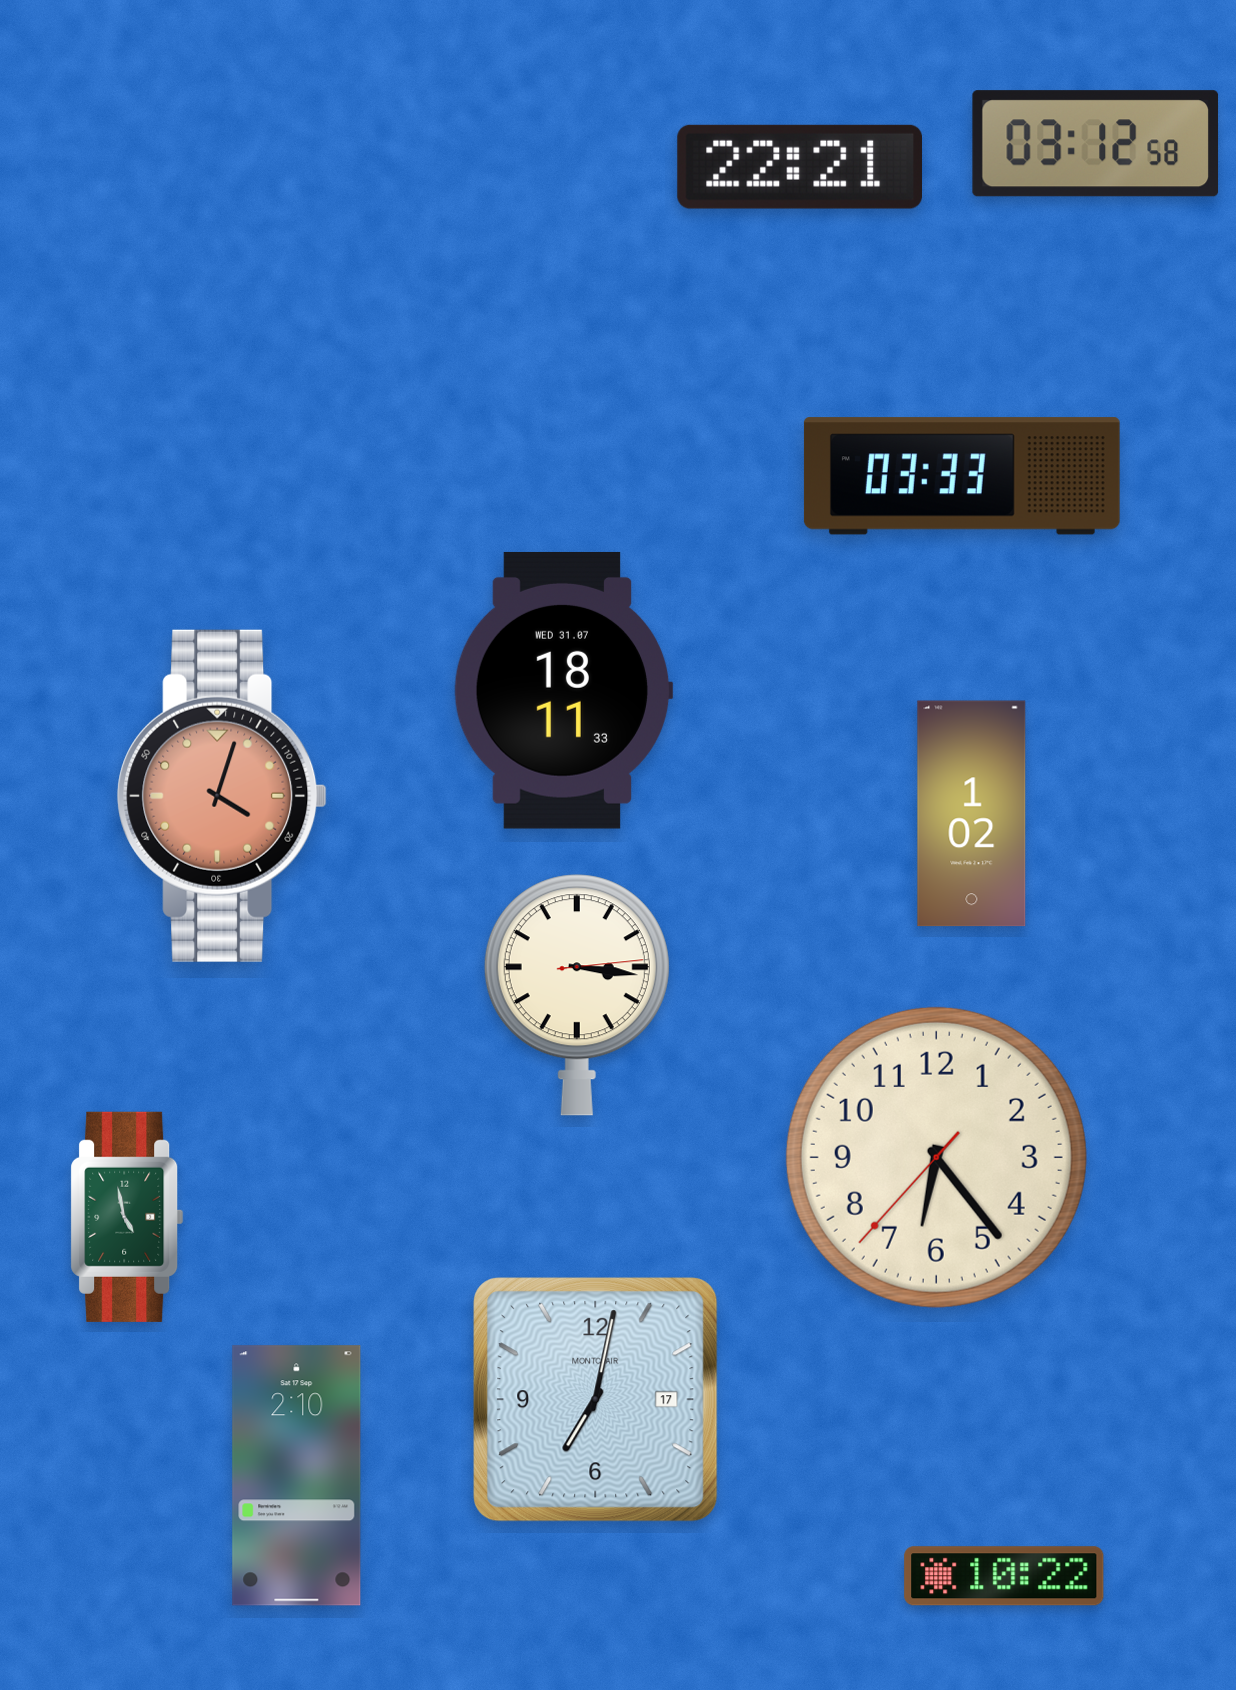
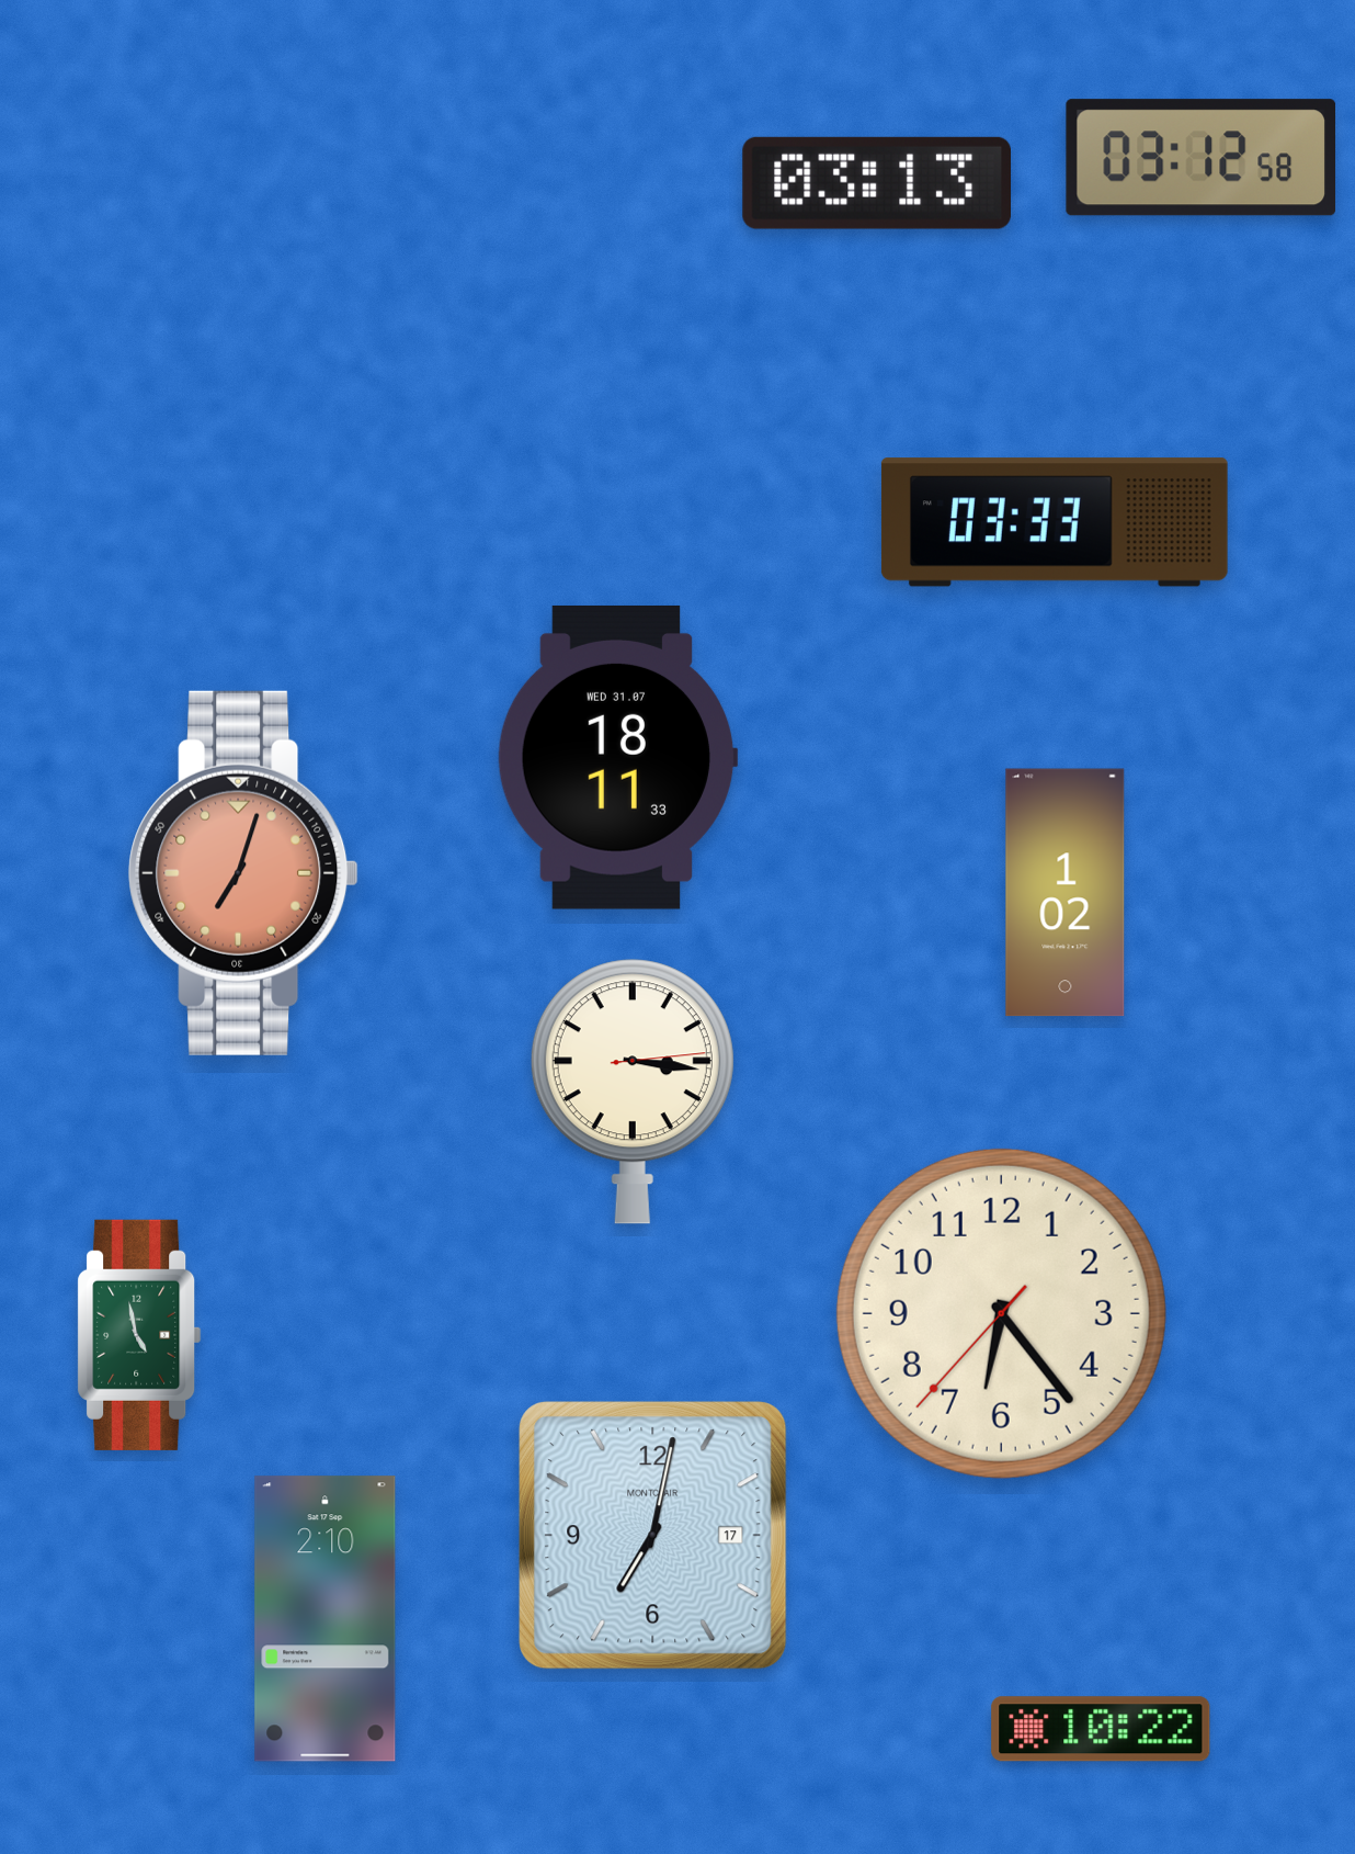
clock at (799, 167): 22:21 -> 03:13
clock at (222, 796): 4:03 -> 7:03
clock at (936, 1157) position: (936, 1157) -> (1001, 1313)
